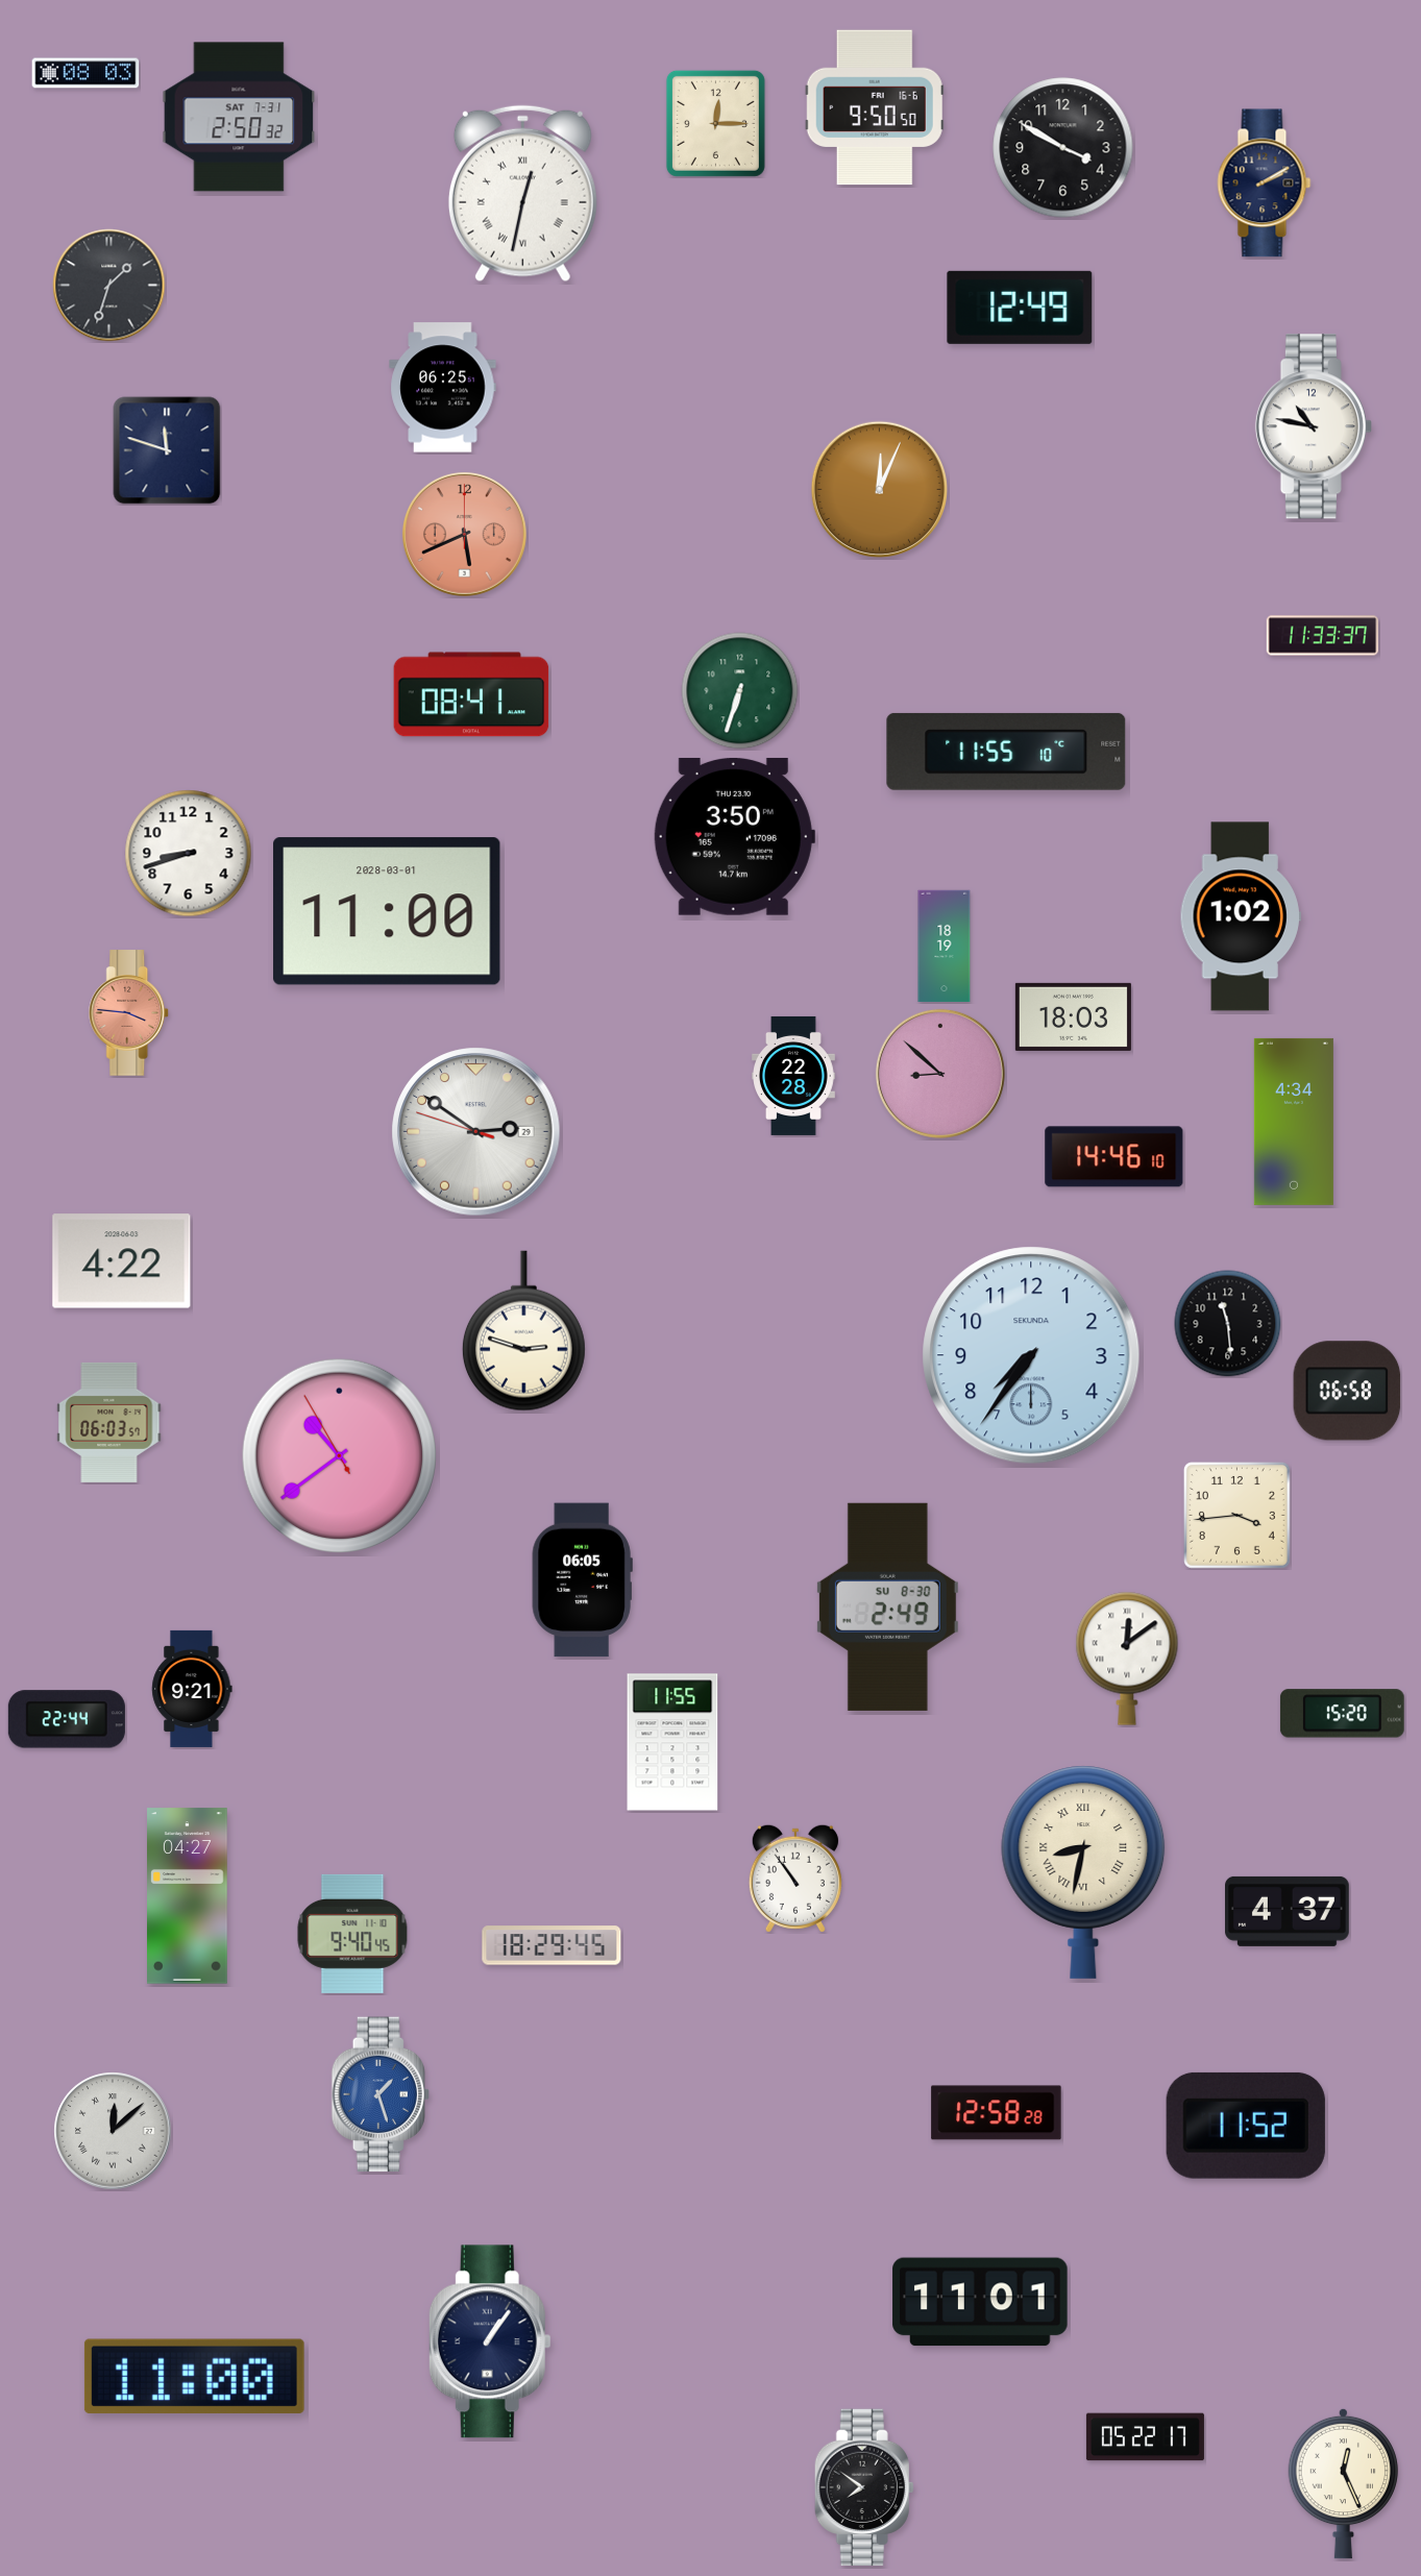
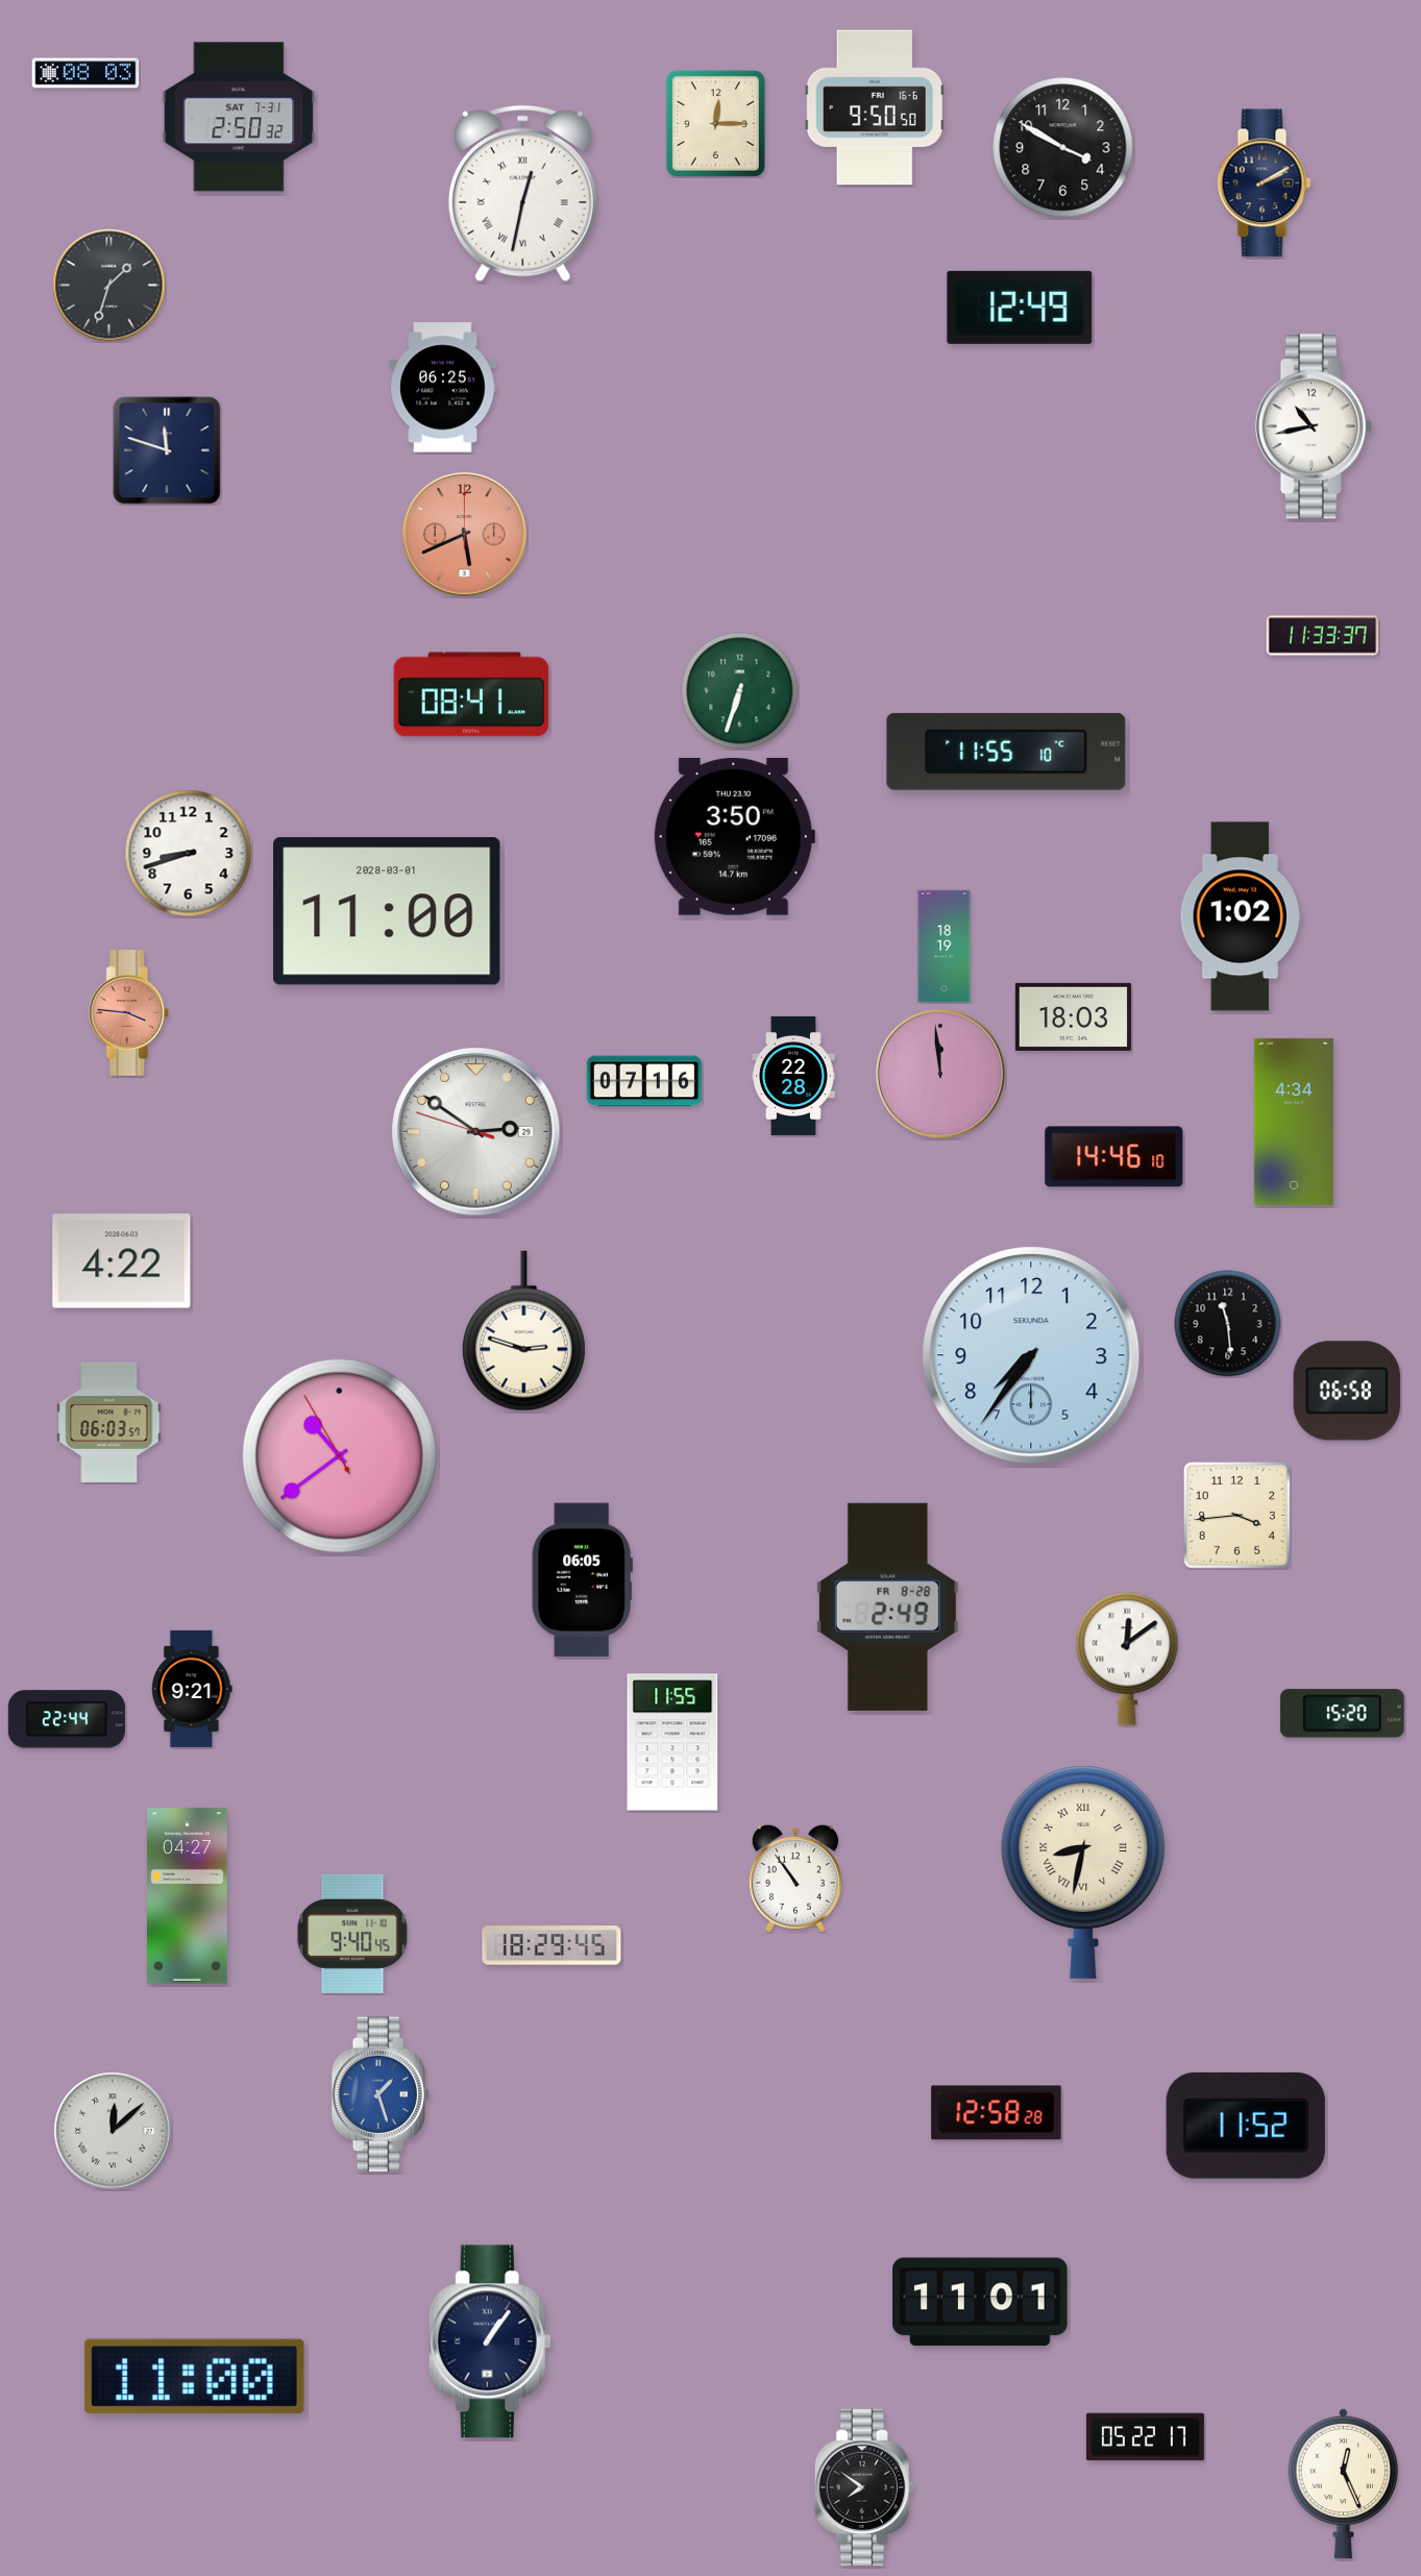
clock at (1314, 426): 10:47 -> 10:43
clock at (879, 489): 12:04 -> none
clock at (940, 1074): 8:52 -> 11:59
clock at (644, 1081): none -> 07:16
clock at (887, 1606) date: SU 8-30 -> FR 8-28
clock at (1288, 1911): 4:37 -> none
